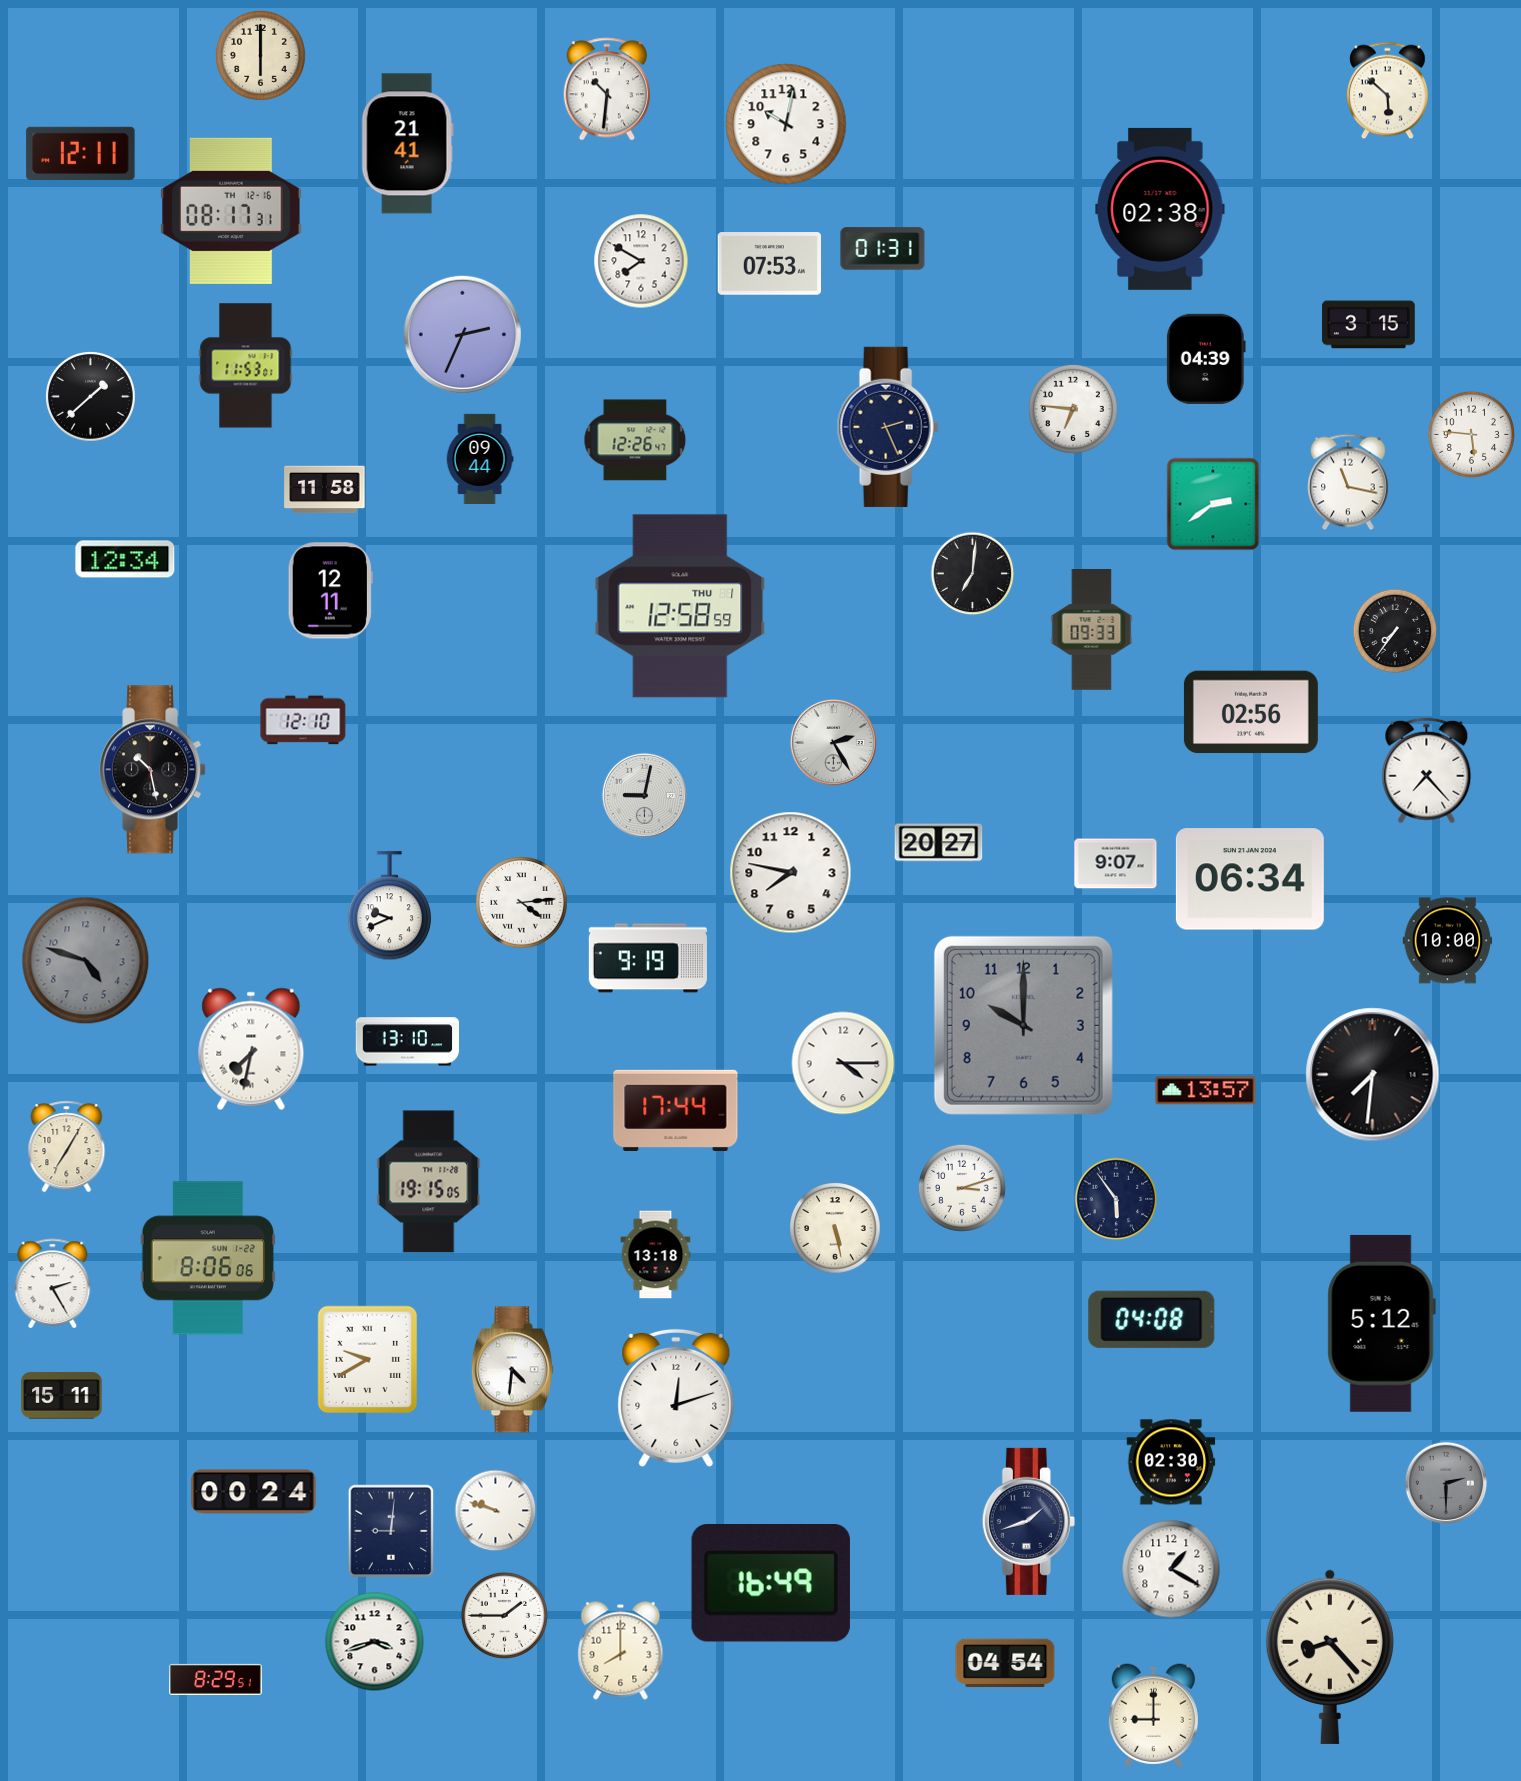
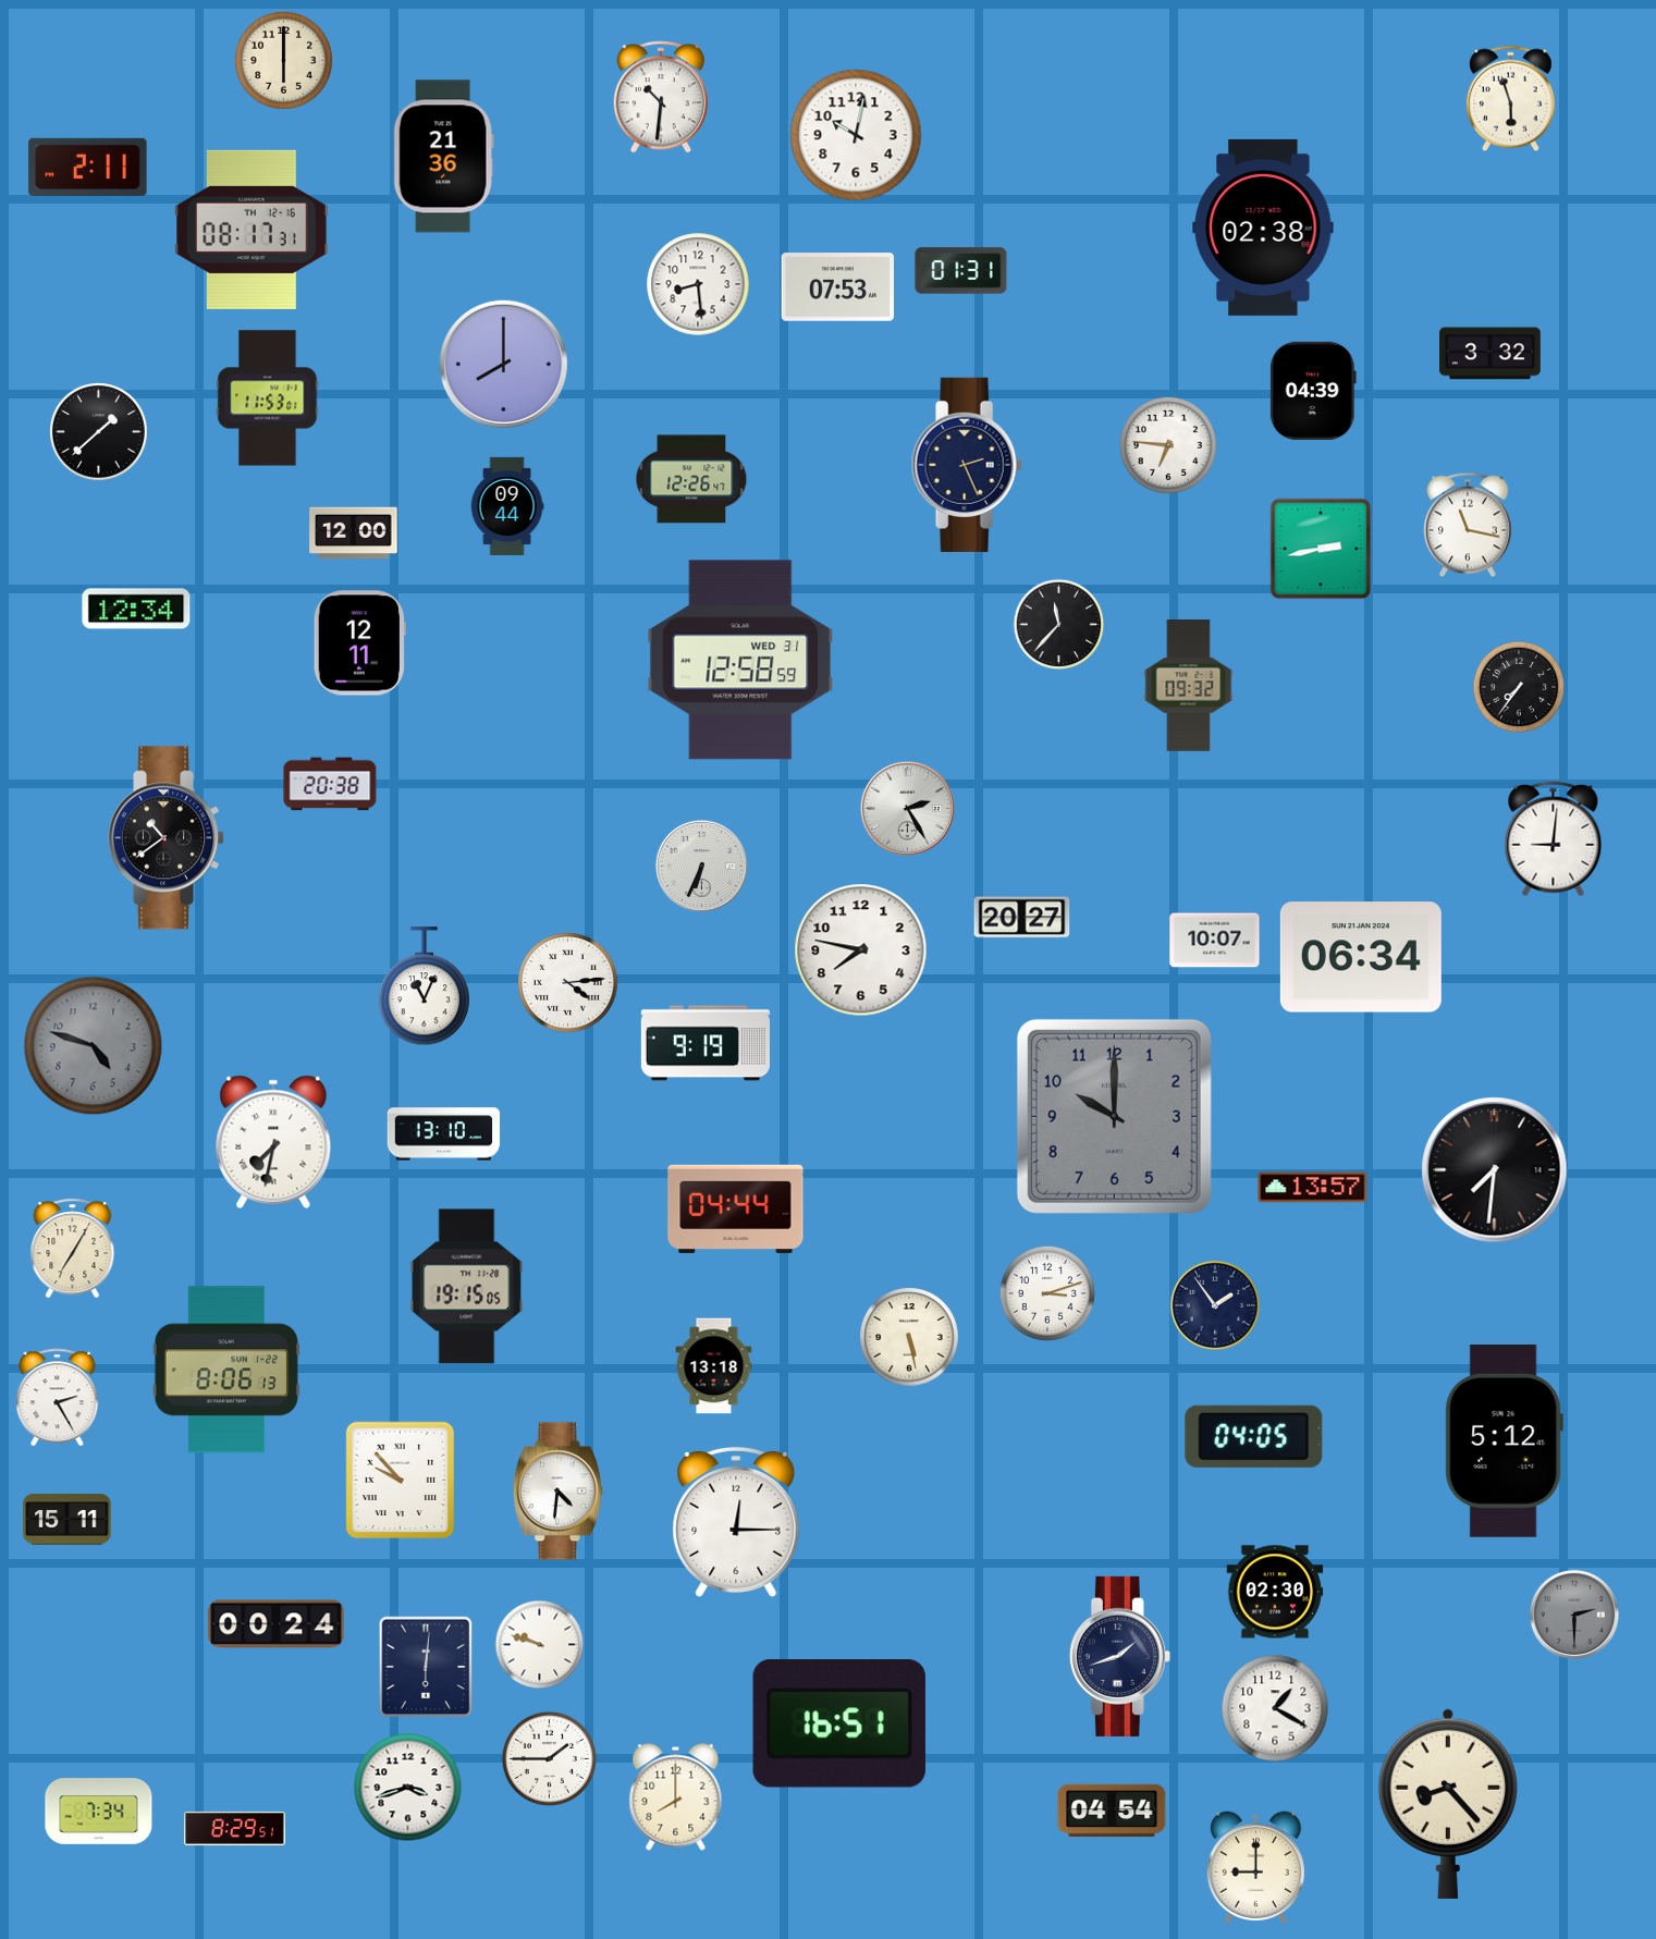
clock at (1388, 91): 5:52 -> 5:57
clock at (407, 144): 21:41 -> 21:36
clock at (81, 153): 12:11 -> 2:11
clock at (641, 261): 7:50 -> 8:29
clock at (1369, 325): 3:15 -> 3:32
clock at (462, 334): 2:34 -> 8:00
clock at (1471, 434): 5:46 -> none
clock at (480, 458) position: (480, 458) -> (507, 505)
clock at (325, 490): 11:58 -> 12:00
clock at (1213, 504): 2:39 -> 2:43
clock at (973, 574): 7:01 -> 11:37
clock at (680, 606) date: THU 1 -> WED 31
clock at (1092, 630): 09:33 -> 09:32
clock at (1251, 712): 02:56 -> none
clock at (303, 720): 12:10 -> 20:38
clock at (153, 770): 10:28 -> 10:39
clock at (1427, 771): 7:23 -> 9:01
clock at (644, 795): 9:02 -> 6:34
clock at (1116, 864): 9:07 -> 10:07
clock at (389, 906): 9:41 -> 11:04
clock at (1448, 941): 10:00 -> none
clock at (843, 1063): 4:15 -> none
clock at (676, 1110): 17:44 -> 04:44
clock at (1116, 1199): 5:54 -> 1:54
clock at (208, 1258): 8:06:06 -> 8:06:13
clock at (1152, 1319): 04:08 -> 04:05
clock at (368, 1360): 9:40 -> 9:53
clock at (676, 1398): 12:12 -> 12:15
clock at (391, 1531): 9:01 -> 6:01
clock at (771, 1584): 16:49 -> 16:51
clock at (1005, 1663) position: (1005, 1663) -> (1112, 1811)
clock at (99, 1812): none -> 7:34
